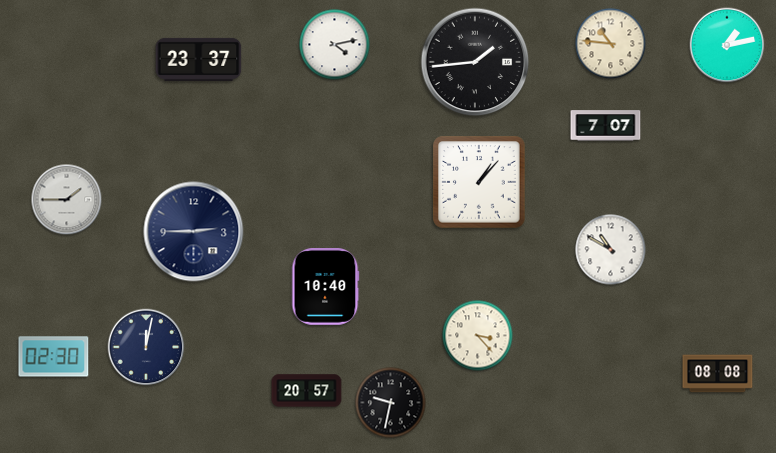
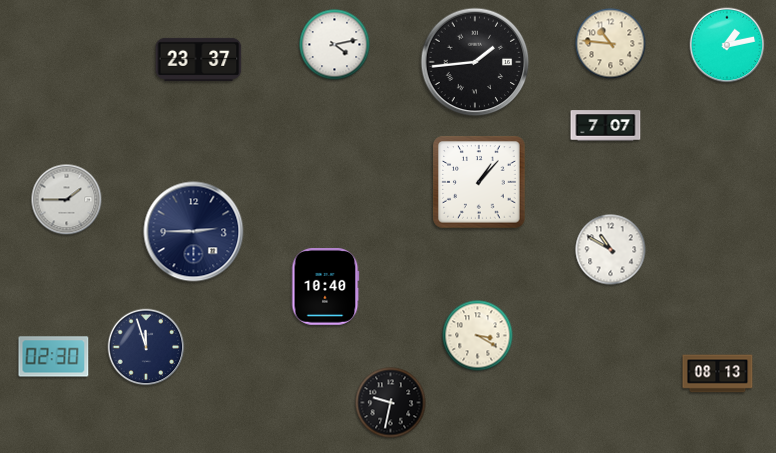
clock at (478, 336): 3:23 -> 3:20
clock at (146, 347): 12:02 -> 11:57
clock at (718, 374): 08:08 -> 08:13
clock at (307, 391): 20:57 -> none
